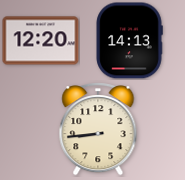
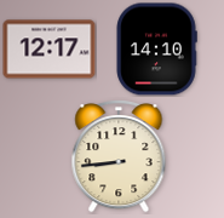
clock at (41, 41): 12:20 -> 12:17
clock at (129, 41): 14:13 -> 14:10
